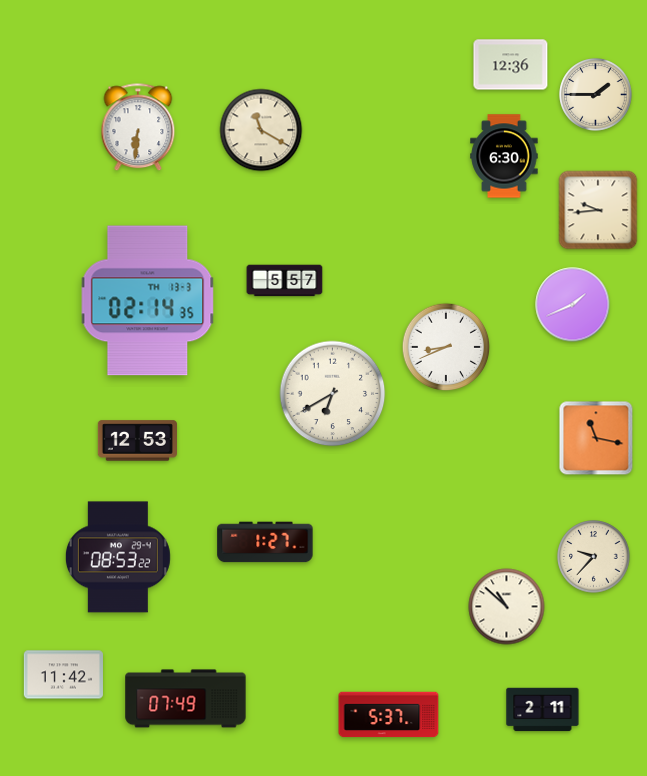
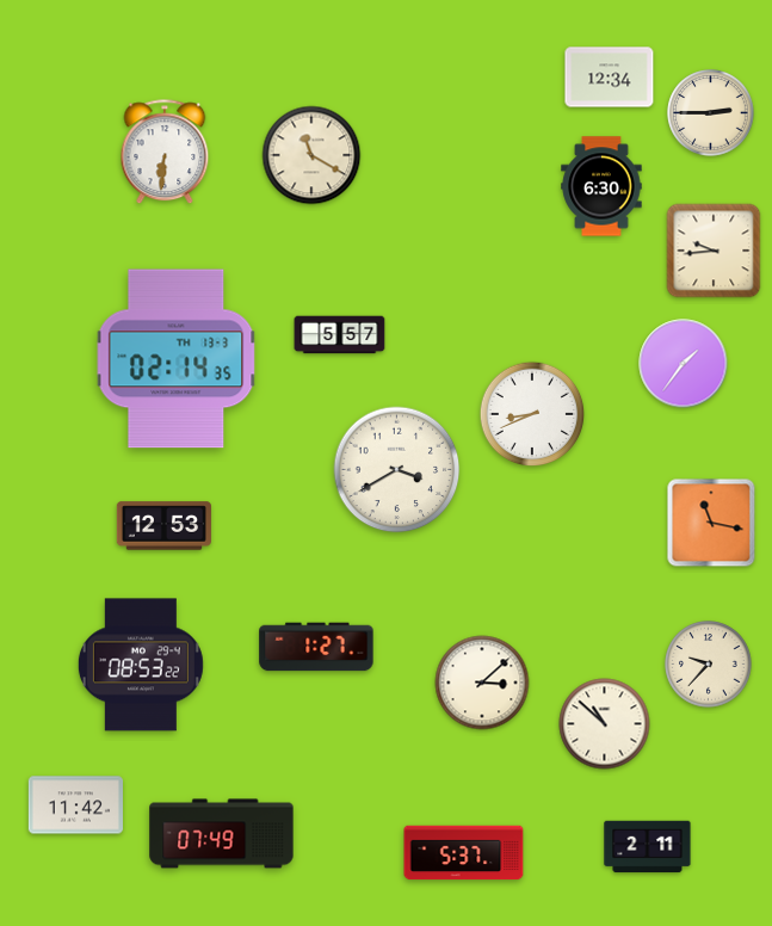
clock at (511, 65): 12:36 -> 12:34
clock at (596, 95): 1:45 -> 2:45
clock at (573, 305): 1:41 -> 1:36
clock at (333, 394): 6:40 -> 3:40
clock at (482, 683): none -> 3:08
